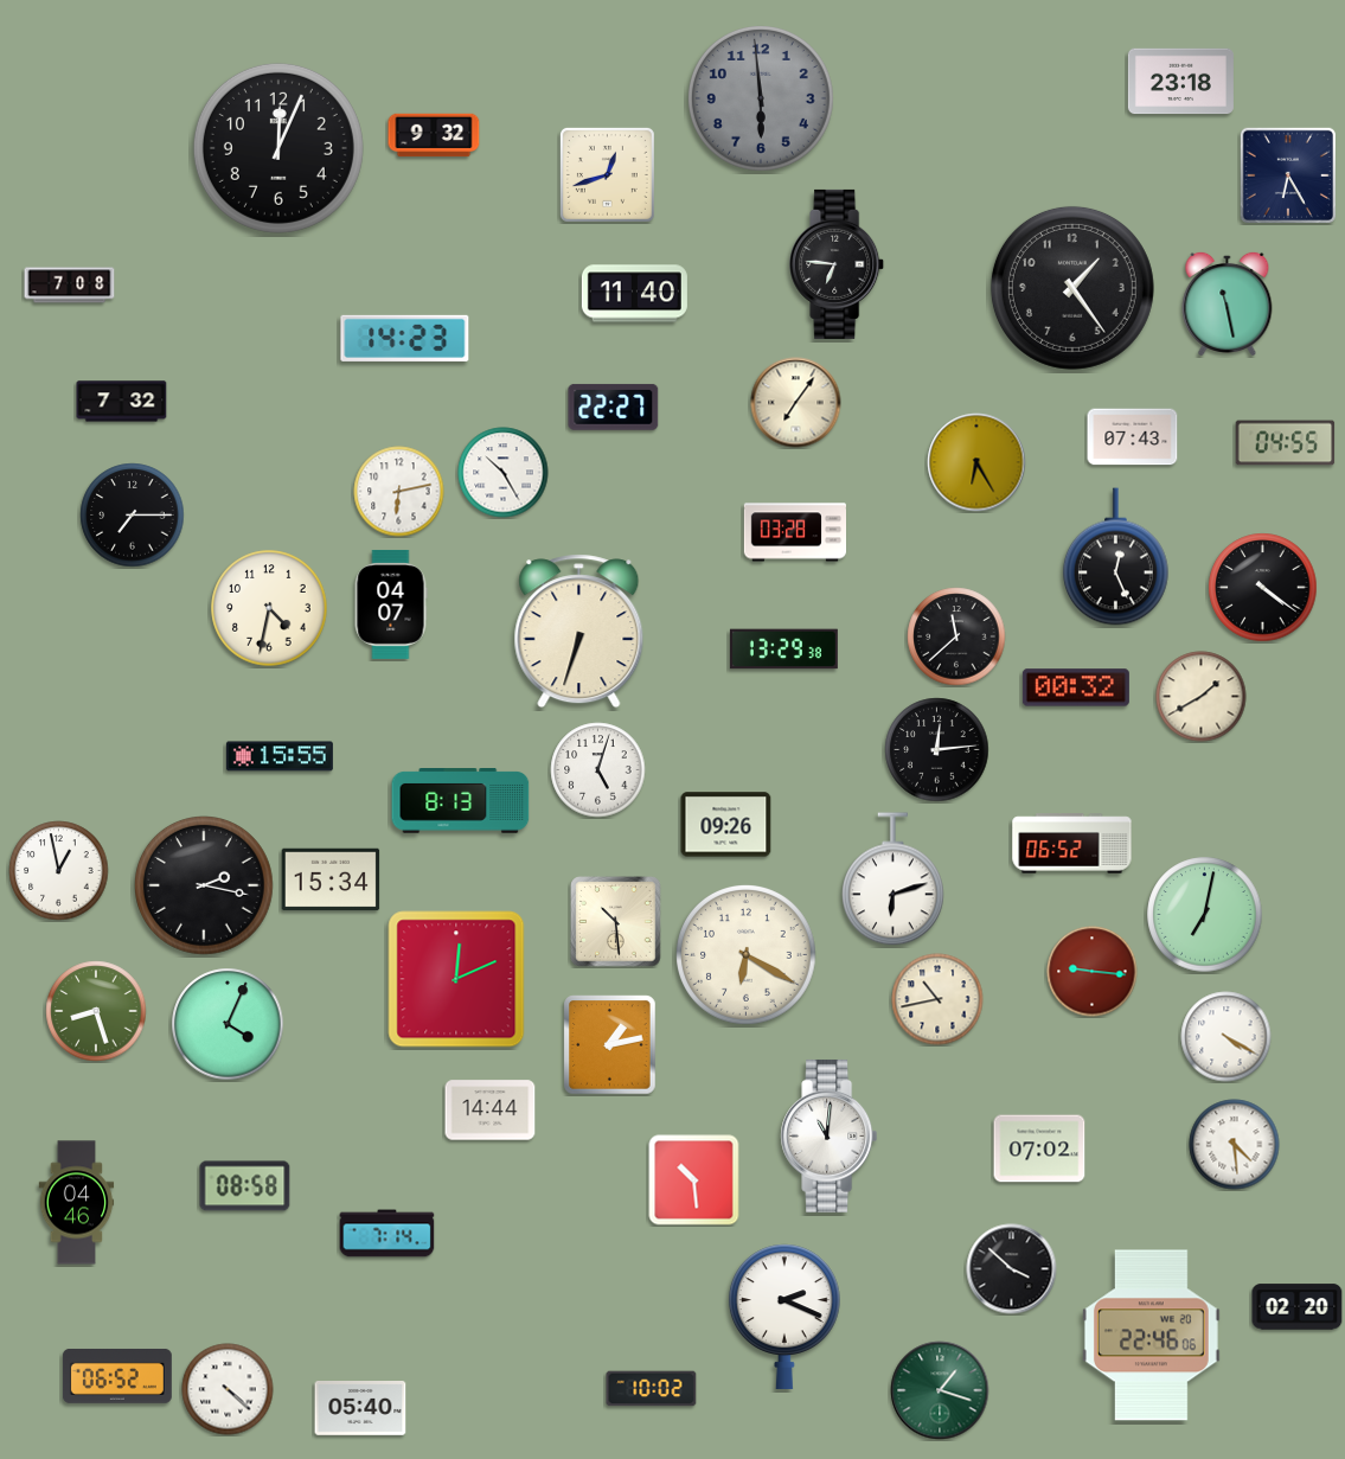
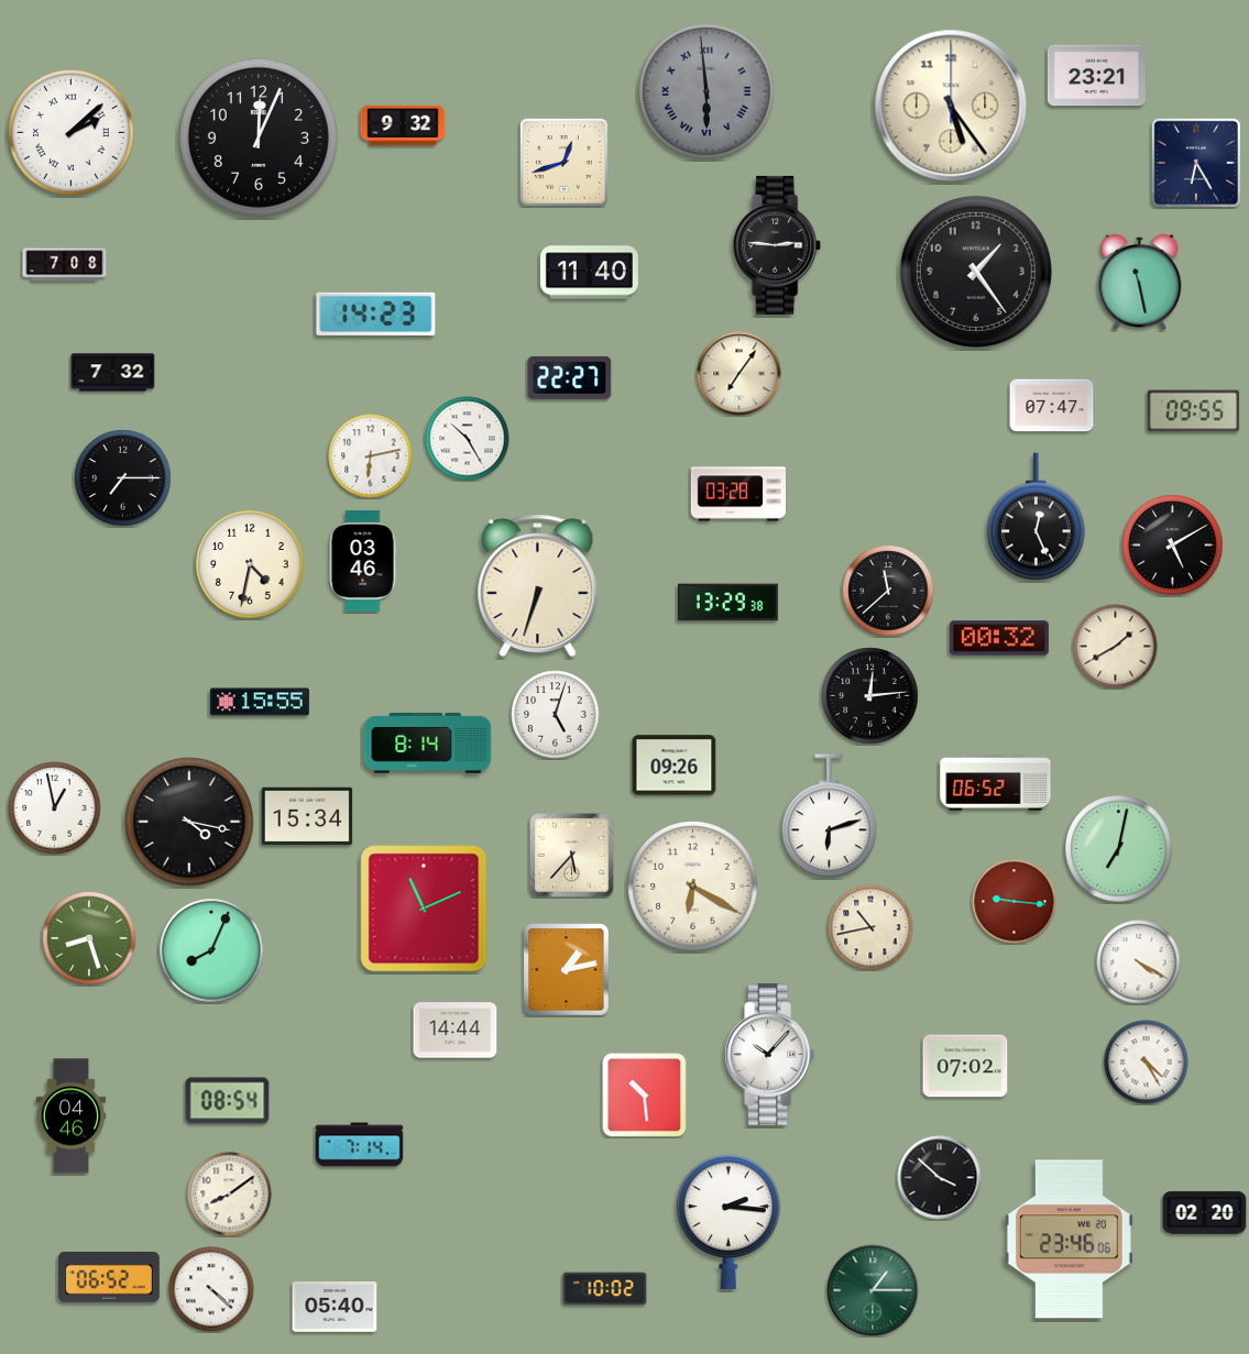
clock at (1180, 82): 23:18 -> 23:21
clock at (761, 98) numerals: Arabic -> Roman
clock at (951, 106): none -> 5:24
clock at (72, 133): none -> 2:08
clock at (838, 264): 6:46 -> 2:46
clock at (1072, 288) position: (1072, 288) -> (976, 272)
clock at (1133, 437): 07:43 -> 07:47
clock at (1286, 443): 04:55 -> 09:55
clock at (976, 462): 6:25 -> none
clock at (1263, 588): 4:21 -> 5:10
clock at (391, 604): 04:07 -> 03:46
clock at (461, 801): 8:13 -> 8:14
clock at (205, 887): 2:17 -> 4:17
clock at (616, 922): 10:29 -> 5:37
clock at (456, 979): 12:11 -> 11:11
clock at (228, 1024): 4:04 -> 8:04
clock at (830, 1135): 11:01 -> 10:07
clock at (1235, 1145): 4:29 -> 4:25
clock at (245, 1186): 08:58 -> 08:54
clock at (230, 1195): none -> 8:09
clock at (784, 1317): 2:19 -> 2:16
clock at (1151, 1336): 22:46 -> 23:46
clock at (940, 1390): 1:18 -> 1:15
